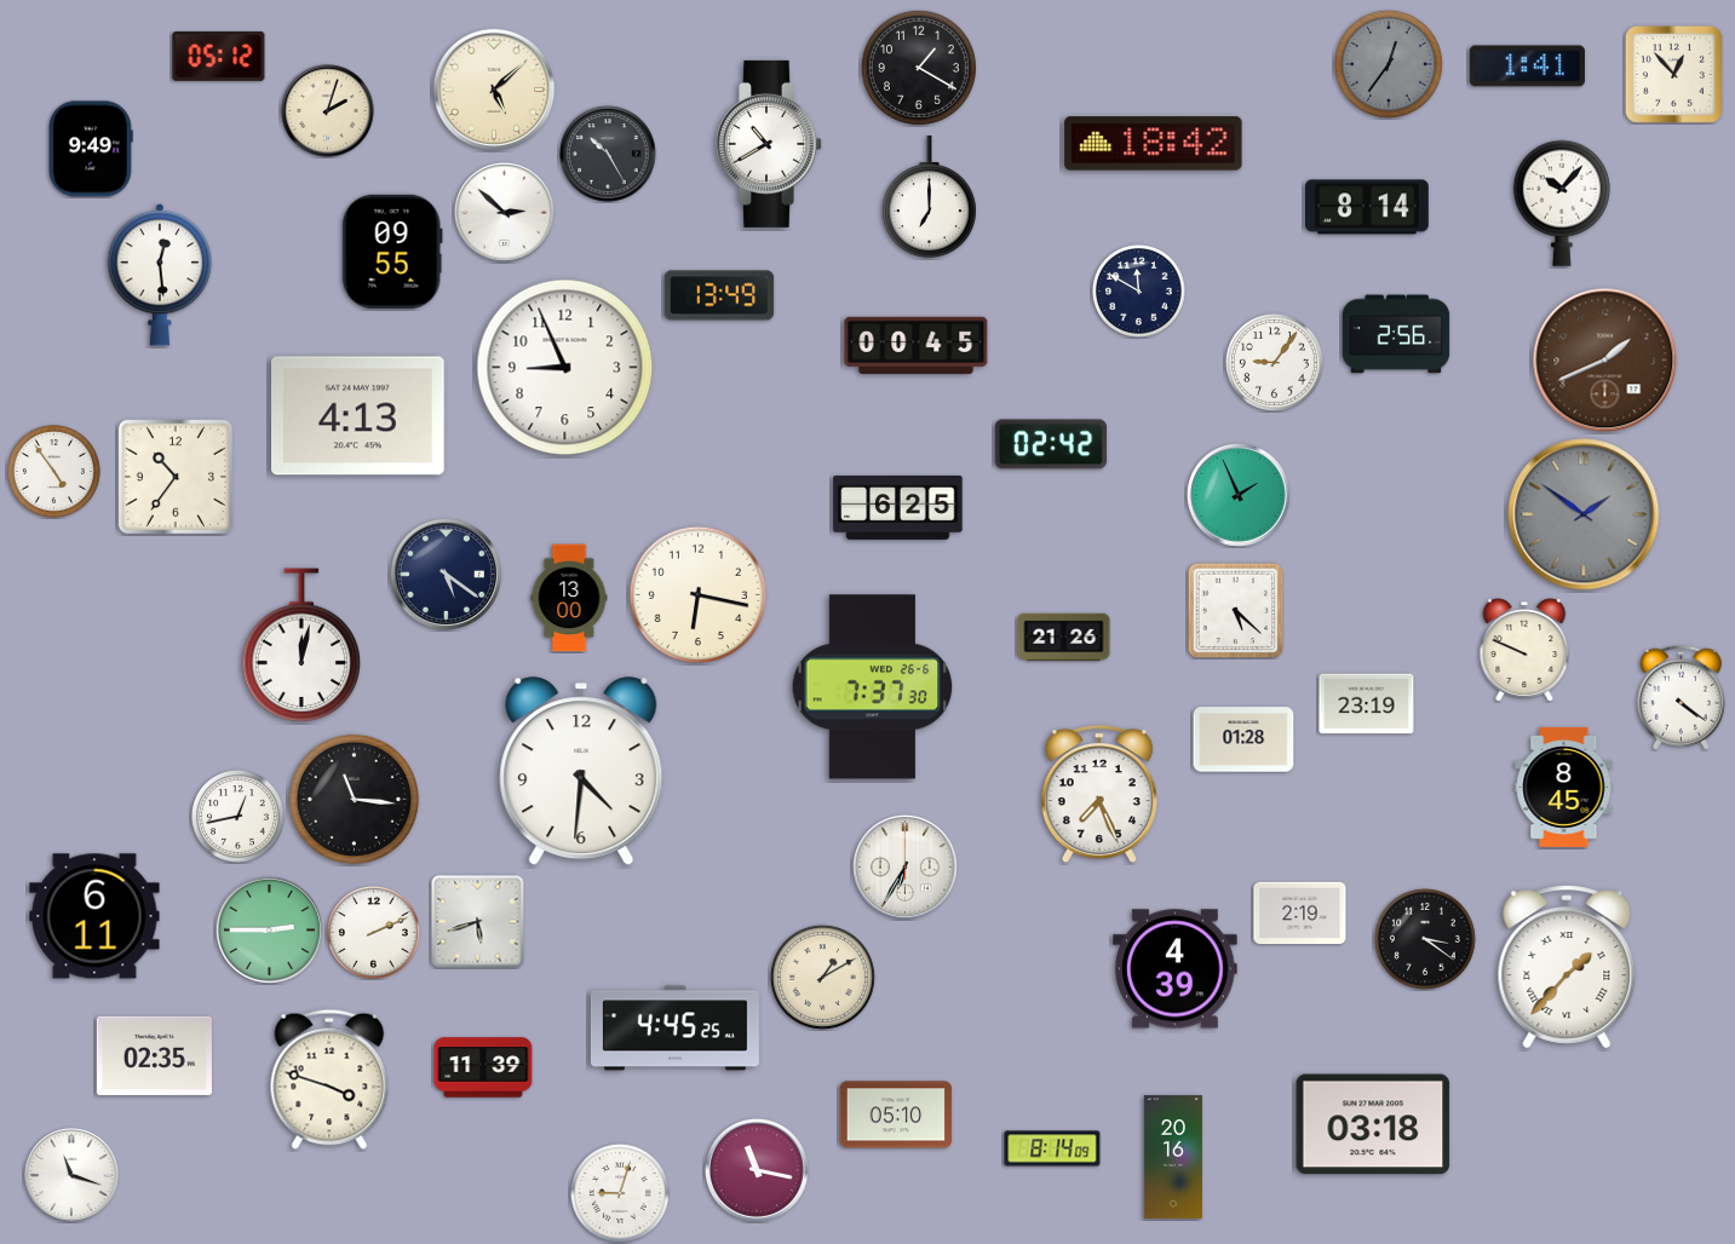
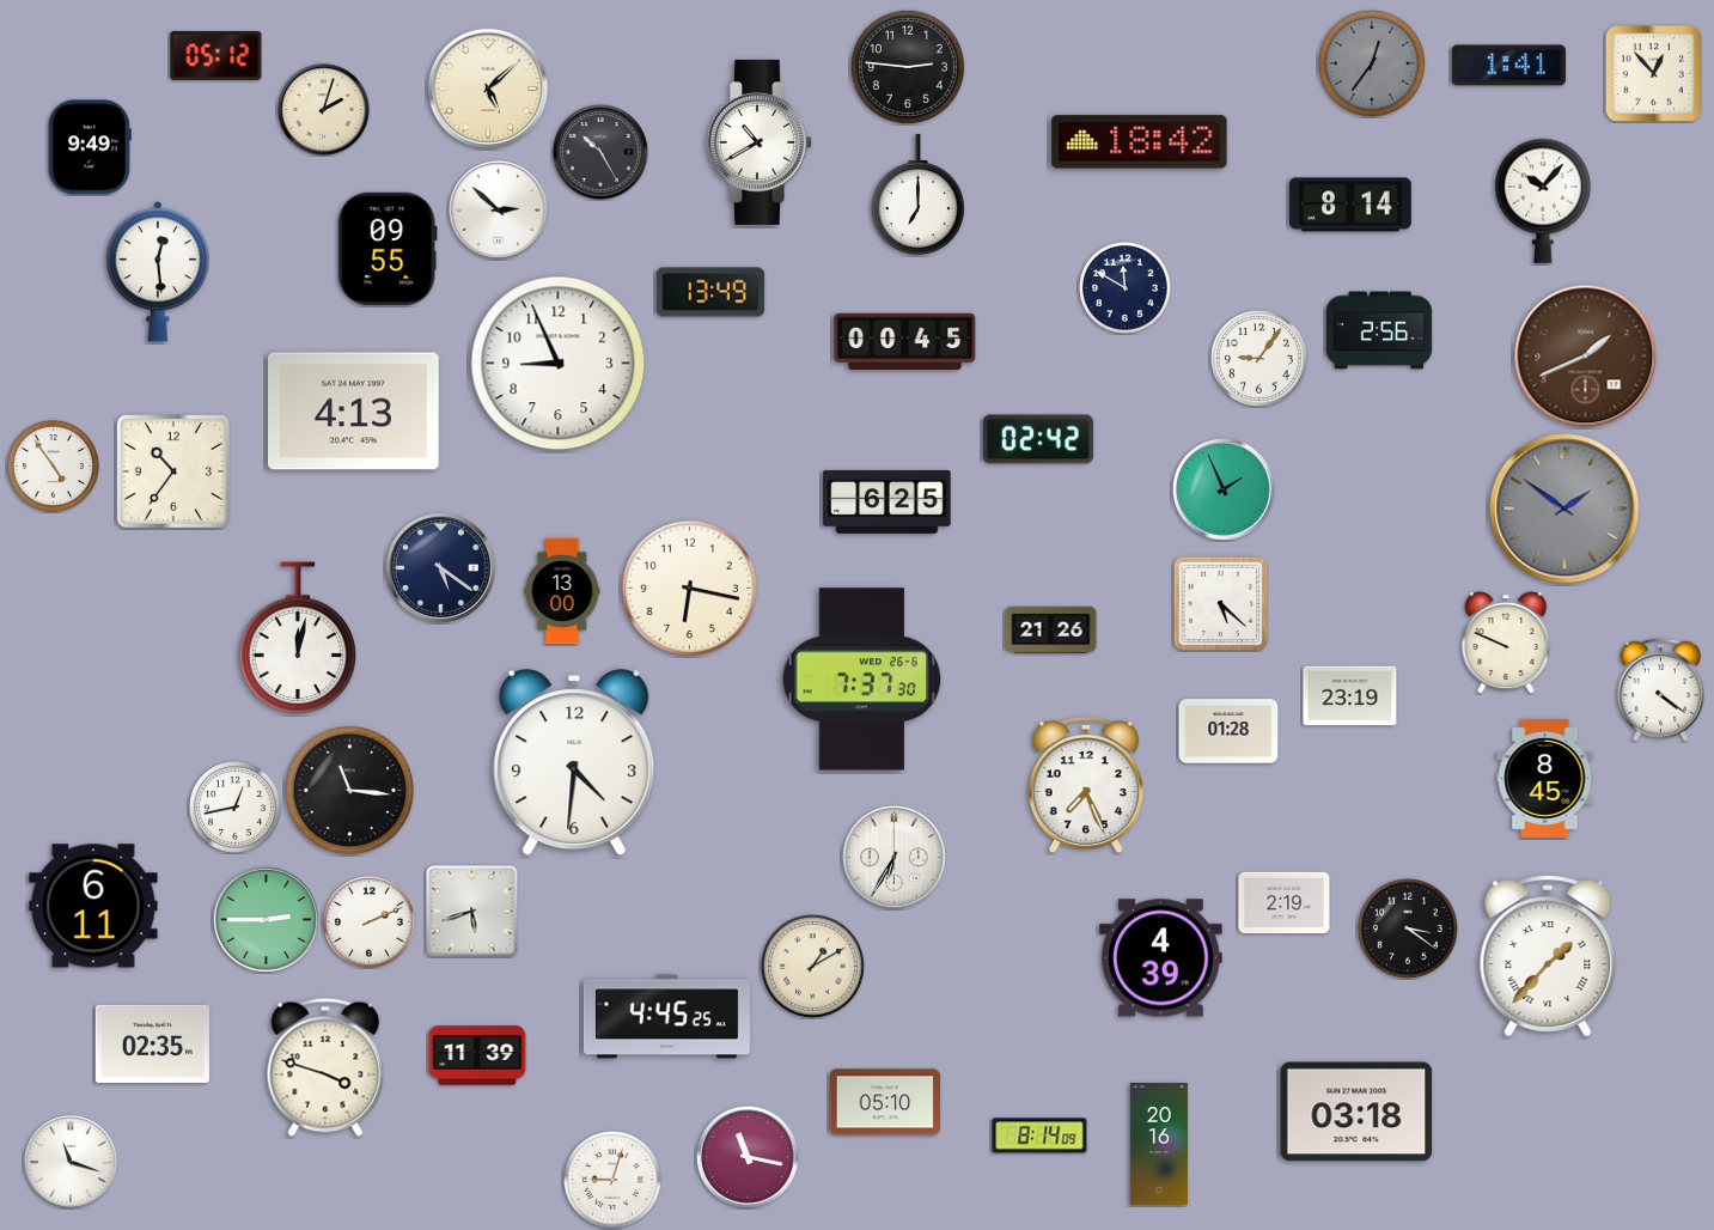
clock at (919, 68): 1:20 -> 2:46
